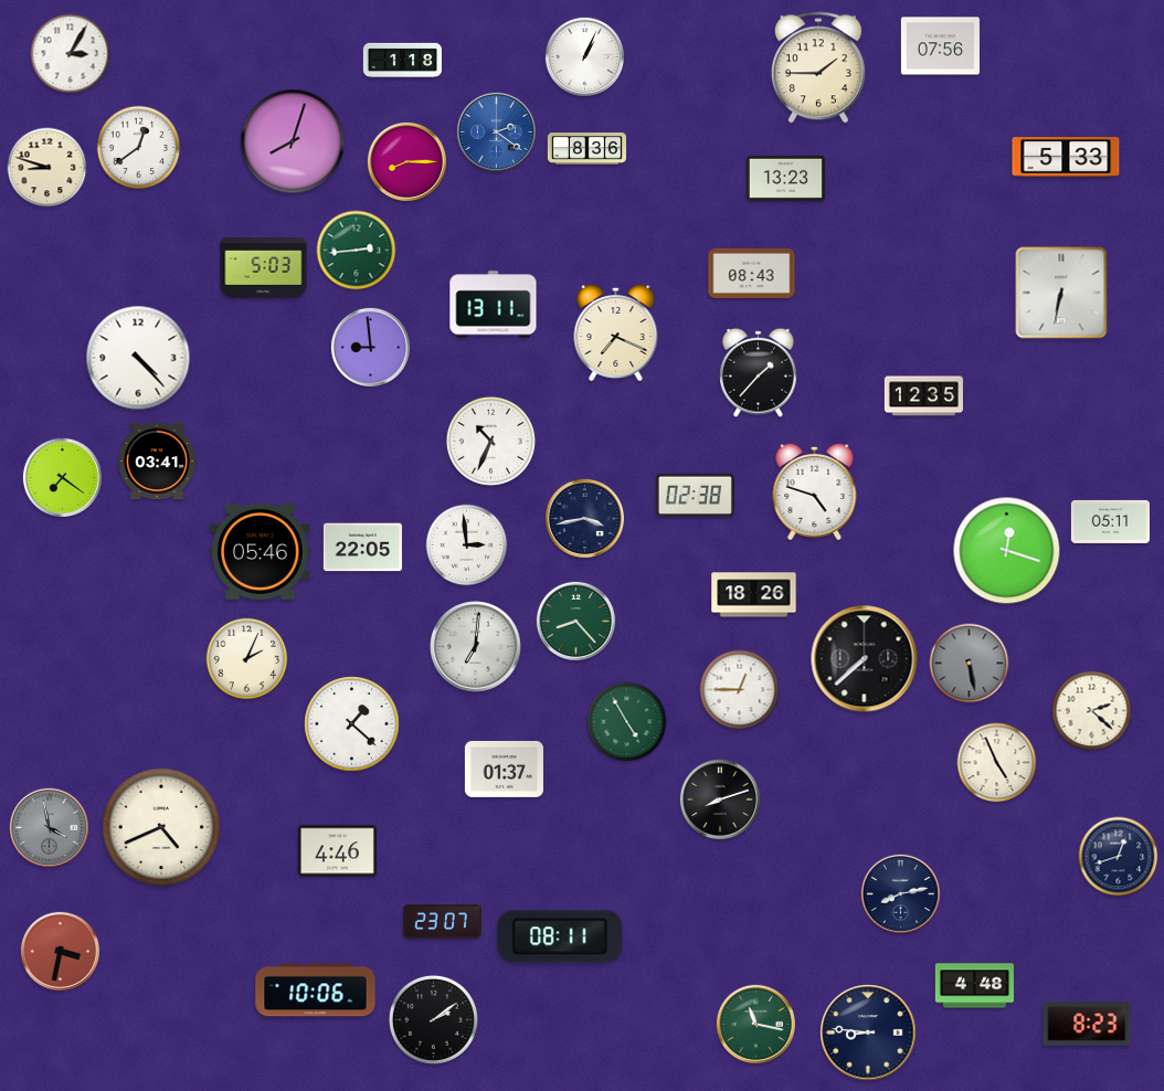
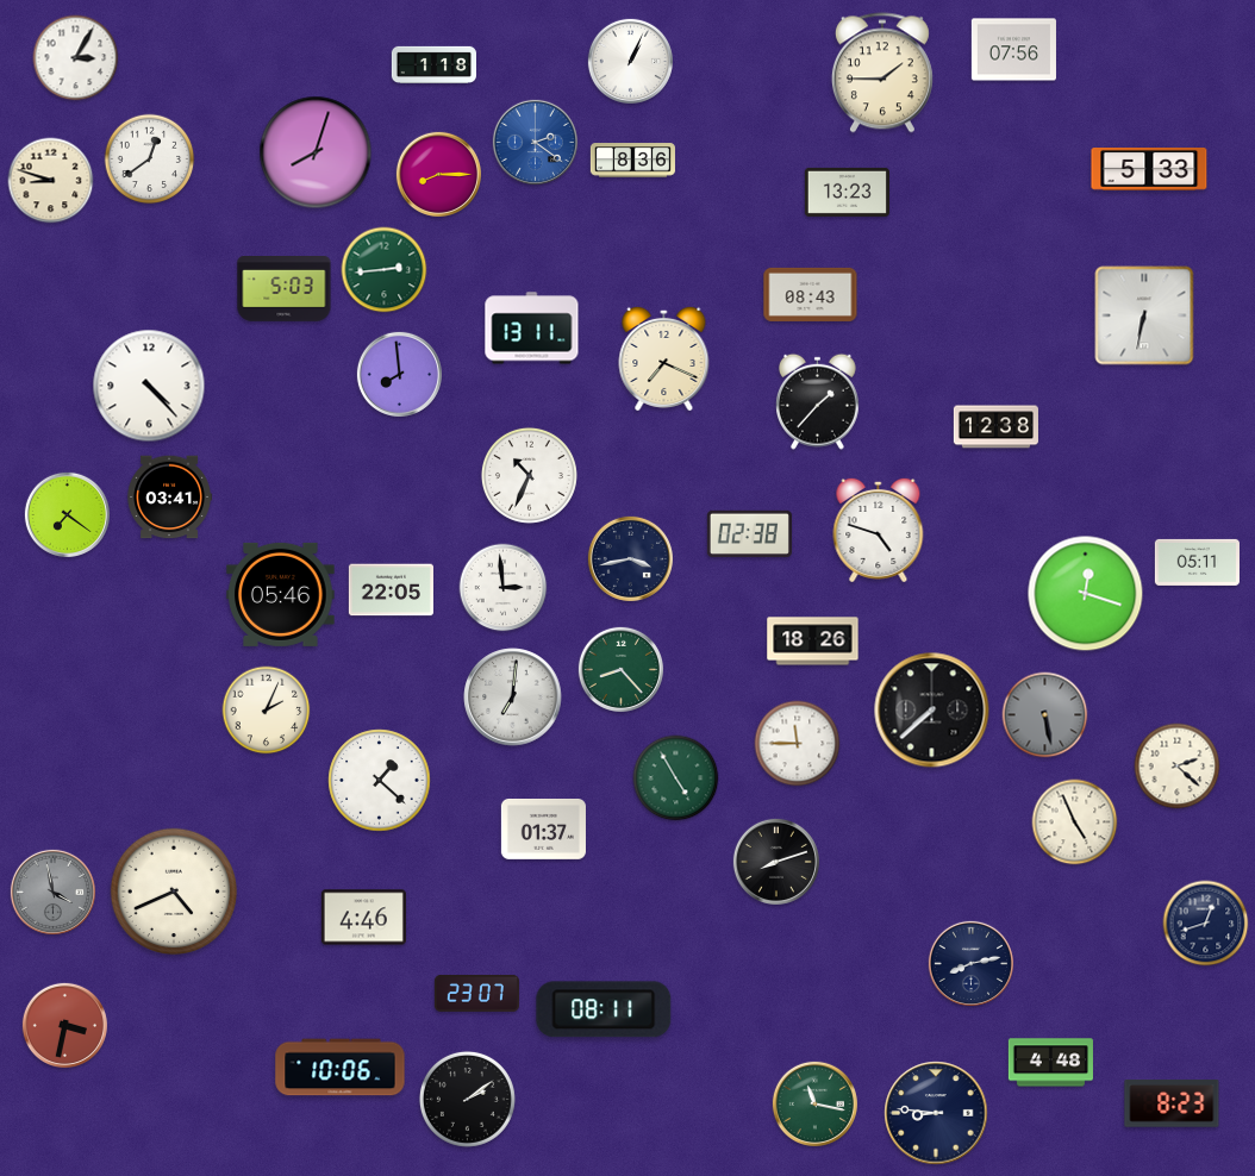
clock at (370, 347): 8:59 -> 7:59
clock at (923, 396): 12:35 -> 12:38
clock at (740, 690): 12:45 -> 11:45
